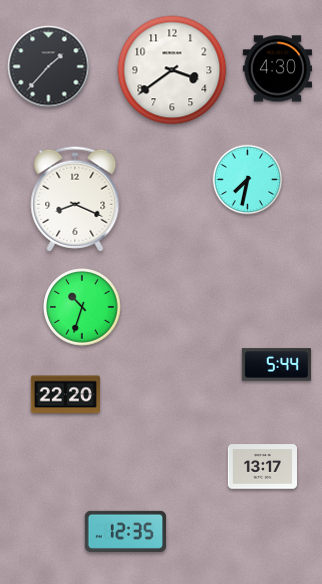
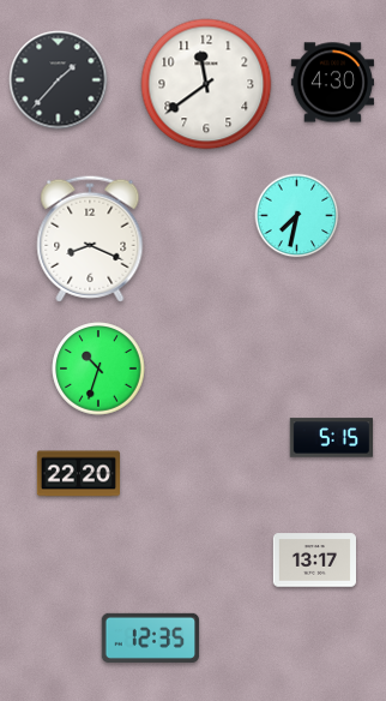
clock at (172, 70): 3:39 -> 11:39
clock at (276, 365): 5:44 -> 5:15
